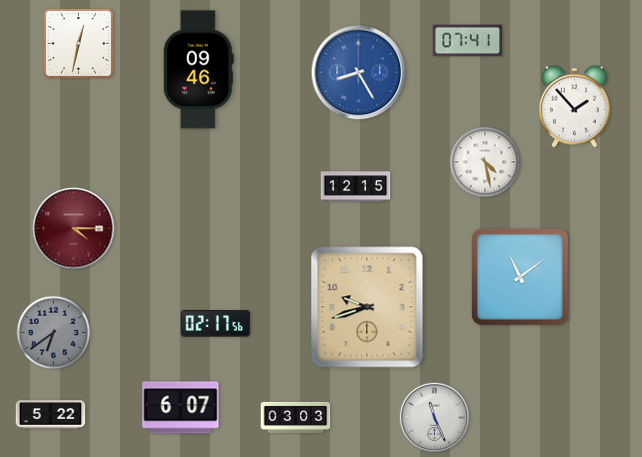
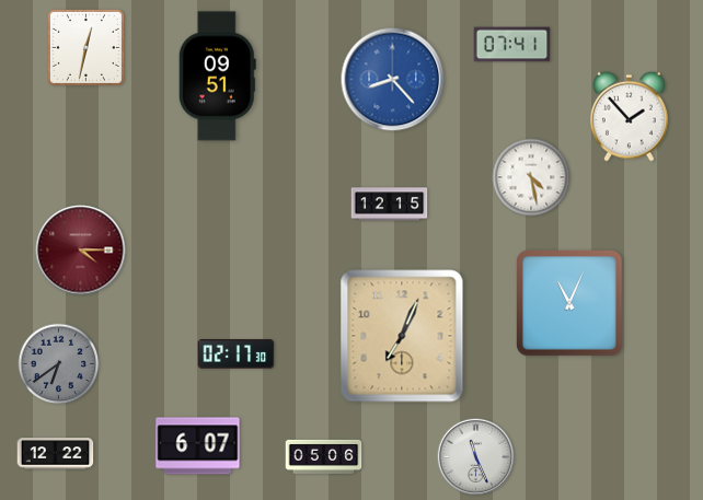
clock at (198, 70): 09:46 -> 09:51
clock at (359, 73): 8:25 -> 8:23
clock at (521, 278): 11:09 -> 11:04
clock at (367, 307): 9:42 -> 7:04
clock at (216, 324): 02:17:56 -> 02:17:30
clock at (51, 415): 5:22 -> 12:22
clock at (296, 417): 03:03 -> 05:06
